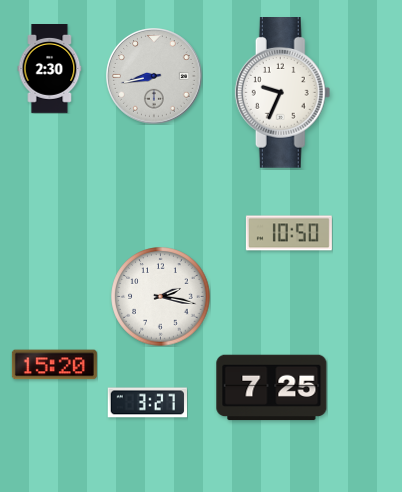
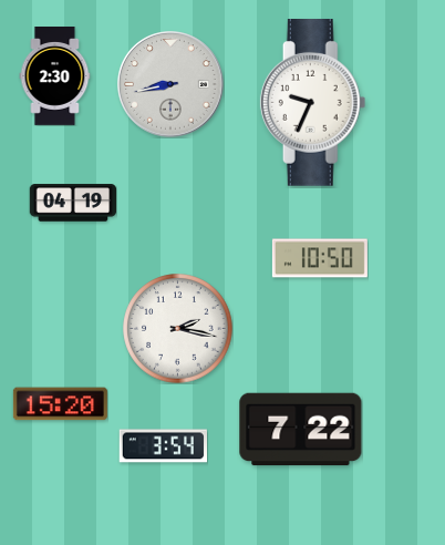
clock at (73, 203): none -> 04:19
clock at (272, 388): 7:25 -> 7:22
clock at (147, 403): 3:27 -> 3:54
